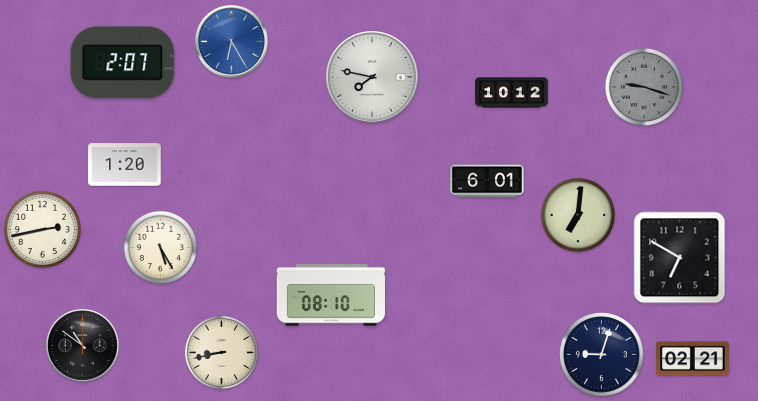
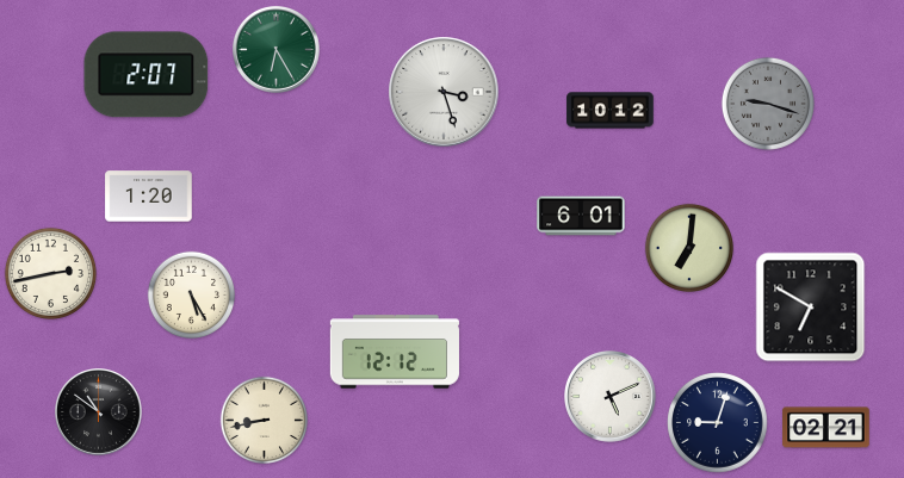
clock at (232, 42) dial: blue -> green
clock at (372, 77): 7:47 -> 3:27
clock at (578, 215) position: (578, 215) -> (689, 248)
clock at (331, 295): 08:10 -> 12:12
clock at (611, 397): none -> 5:11
